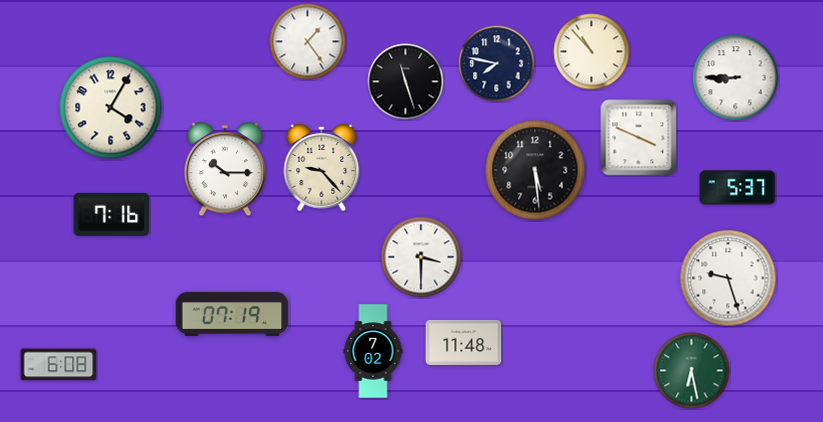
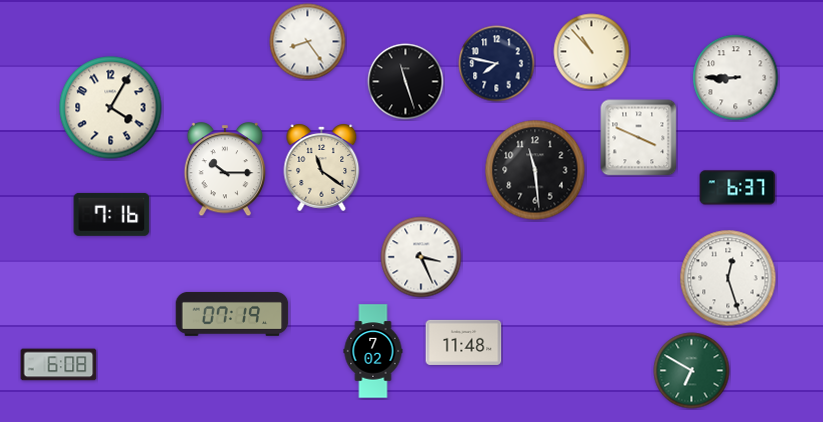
clock at (308, 42): 1:24 -> 8:24
clock at (322, 167): 9:23 -> 11:21
clock at (535, 170): 5:29 -> 11:29
clock at (738, 188): 5:37 -> 6:37
clock at (421, 257): 3:30 -> 3:26
clock at (728, 278): 9:27 -> 12:27
clock at (692, 371): 6:28 -> 6:50
